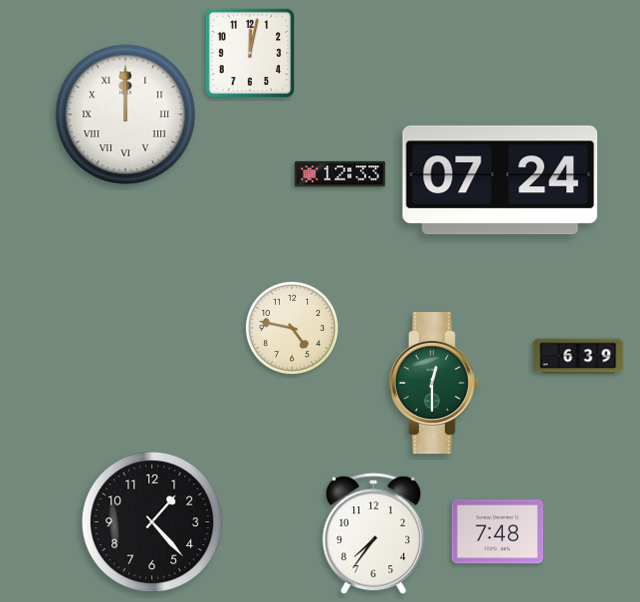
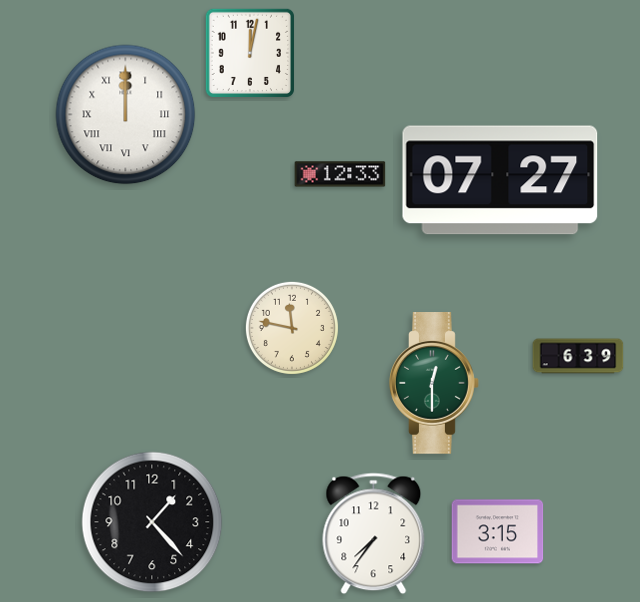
clock at (500, 180): 07:24 -> 07:27
clock at (292, 328): 4:47 -> 11:47
clock at (498, 532): 7:48 -> 3:15
